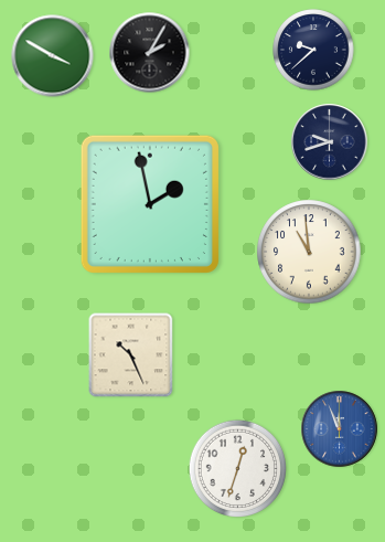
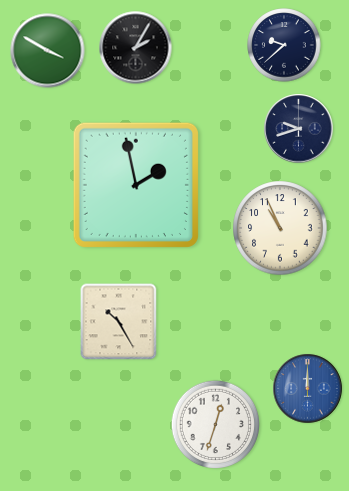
clock at (309, 252): 10:59 -> 10:56
clock at (131, 355): 10:26 -> 10:25
clock at (340, 429): 11:56 -> 12:00
